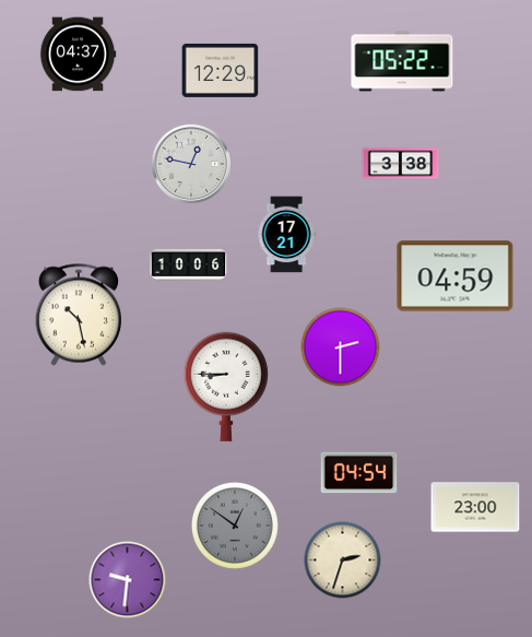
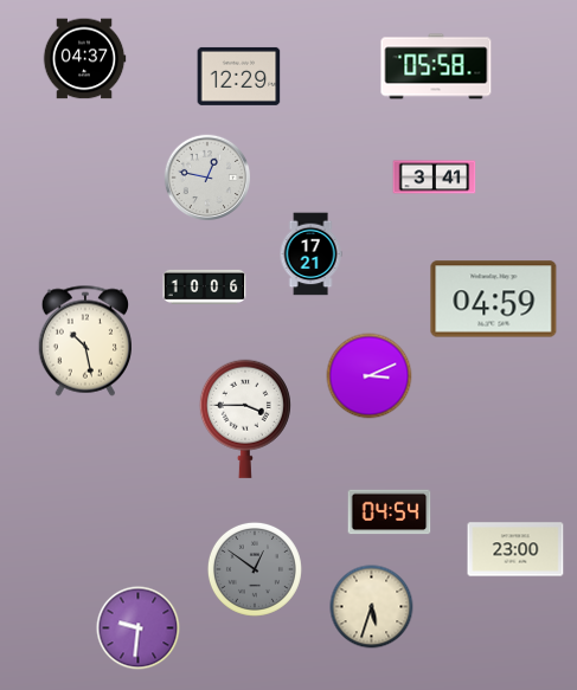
clock at (402, 61): 05:22 -> 05:58
clock at (401, 164): 3:38 -> 3:41
clock at (341, 347): 2:30 -> 3:11
clock at (226, 387): 8:45 -> 3:45
clock at (343, 561): 2:33 -> 5:33
